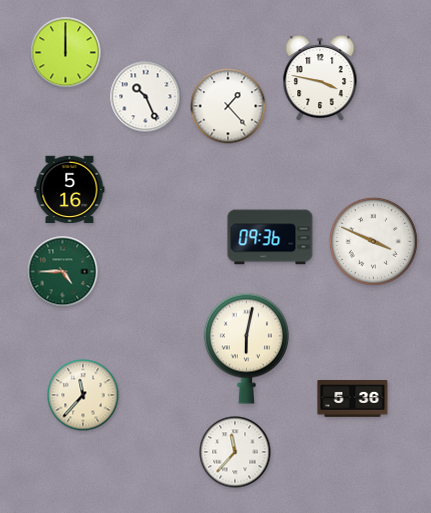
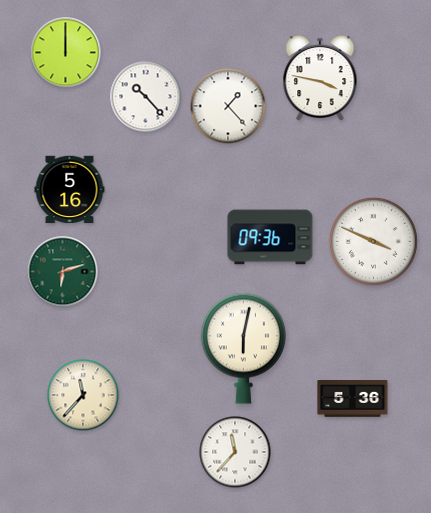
clock at (146, 97): 10:26 -> 10:23
clock at (63, 272): 4:45 -> 6:12
clock at (246, 348) position: (246, 348) -> (243, 348)
